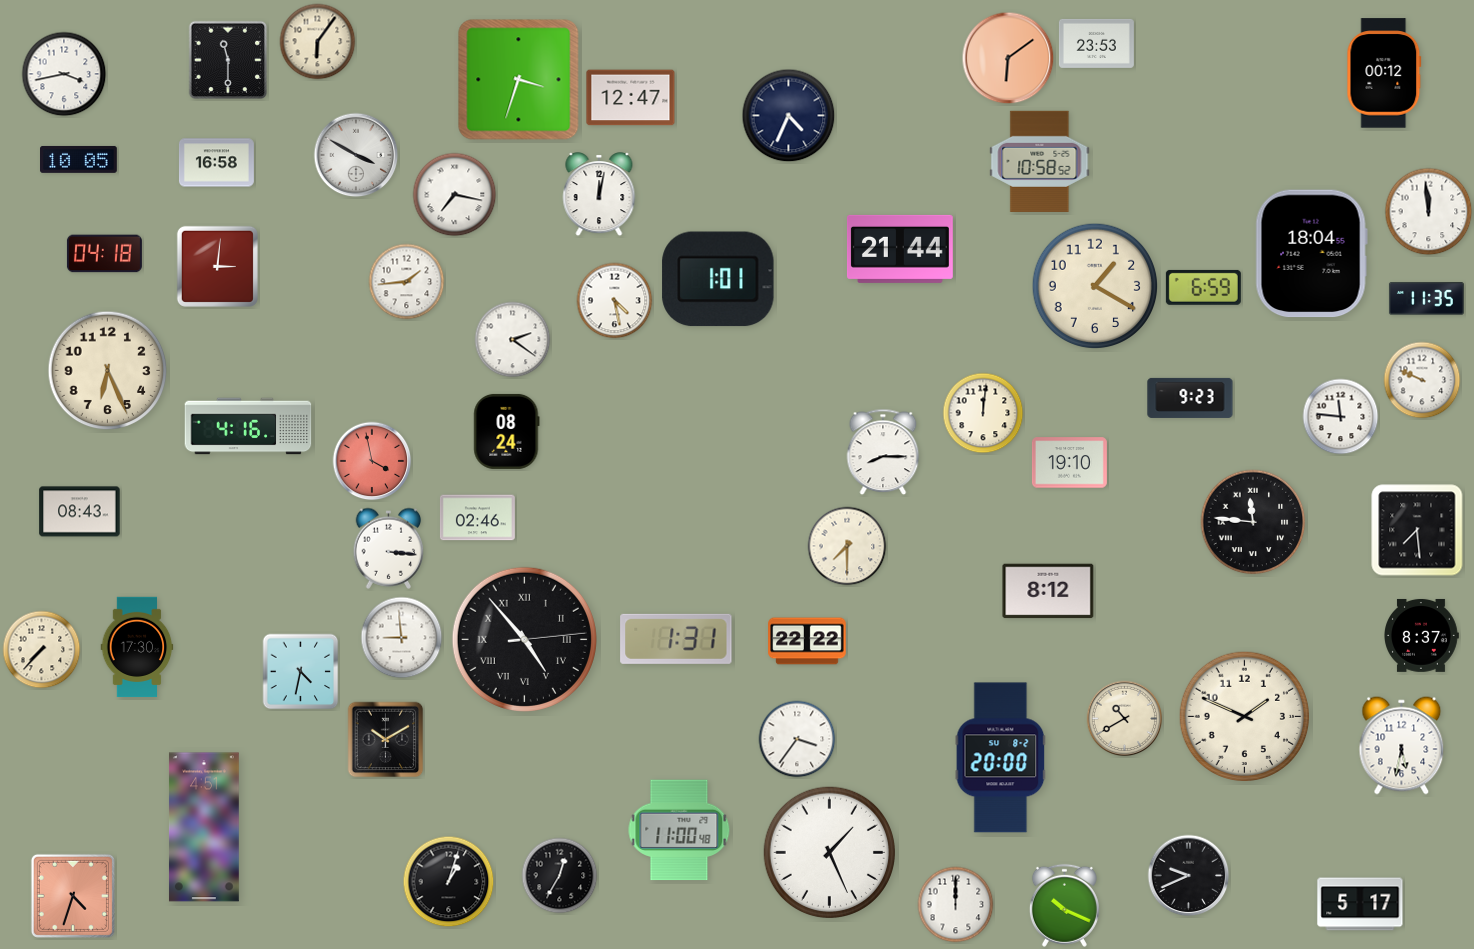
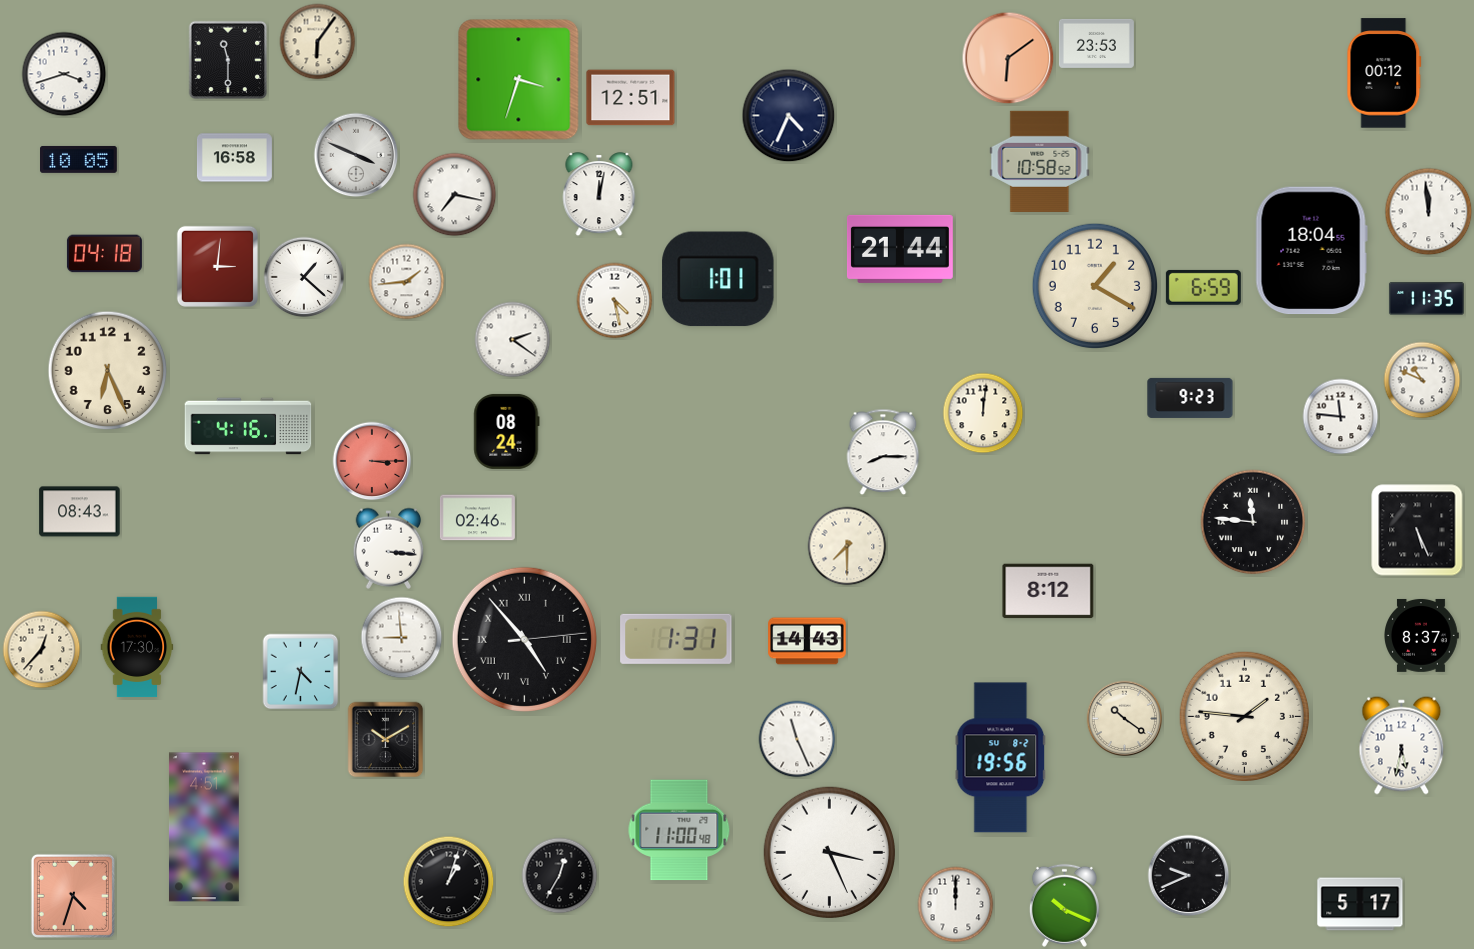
clock at (64, 74): 3:43 -> 3:42
clock at (631, 98): 12:47 -> 12:51
clock at (356, 155): 3:50 -> 3:49
clock at (216, 163) position: (216, 163) -> (234, 158)
clock at (1311, 254) position: (1311, 254) -> (1311, 251)
clock at (304, 277): none -> 1:22
clock at (1422, 380): 9:49 -> 10:49
clock at (372, 461): 3:58 -> 3:15
clock at (1069, 463): 19:10 -> none
clock at (1417, 530): 7:29 -> 5:26
clock at (807, 641): 22:22 -> 14:43
clock at (42, 650): 7:37 -> 12:37
clock at (1244, 716): 1:49 -> 1:46
clock at (1125, 719): 10:40 -> 10:21
clock at (797, 739): 3:36 -> 11:26
clock at (1001, 758): 20:00 -> 19:56
clock at (829, 852): 1:26 -> 3:26
